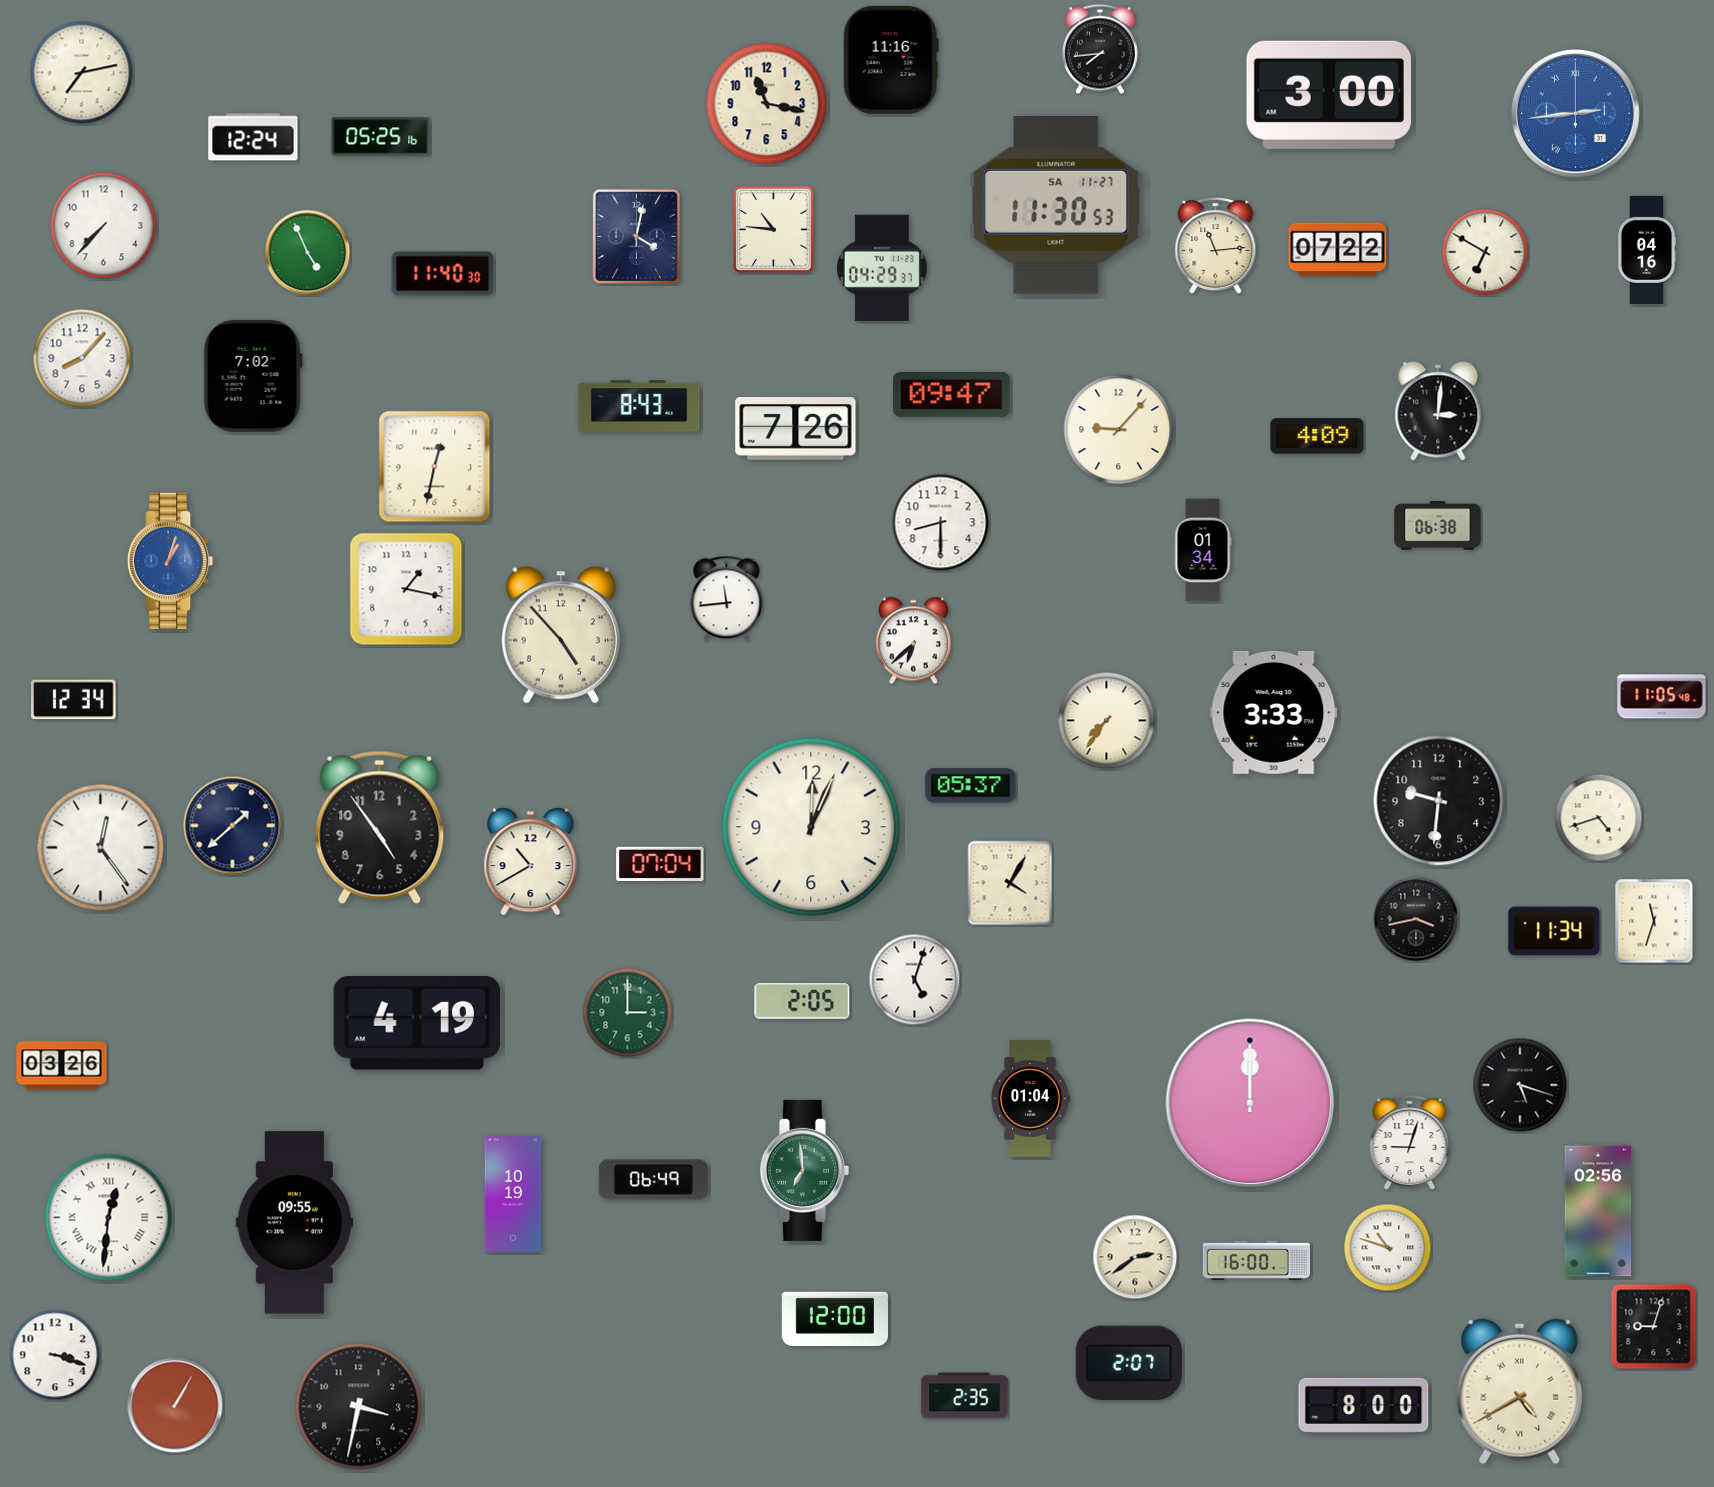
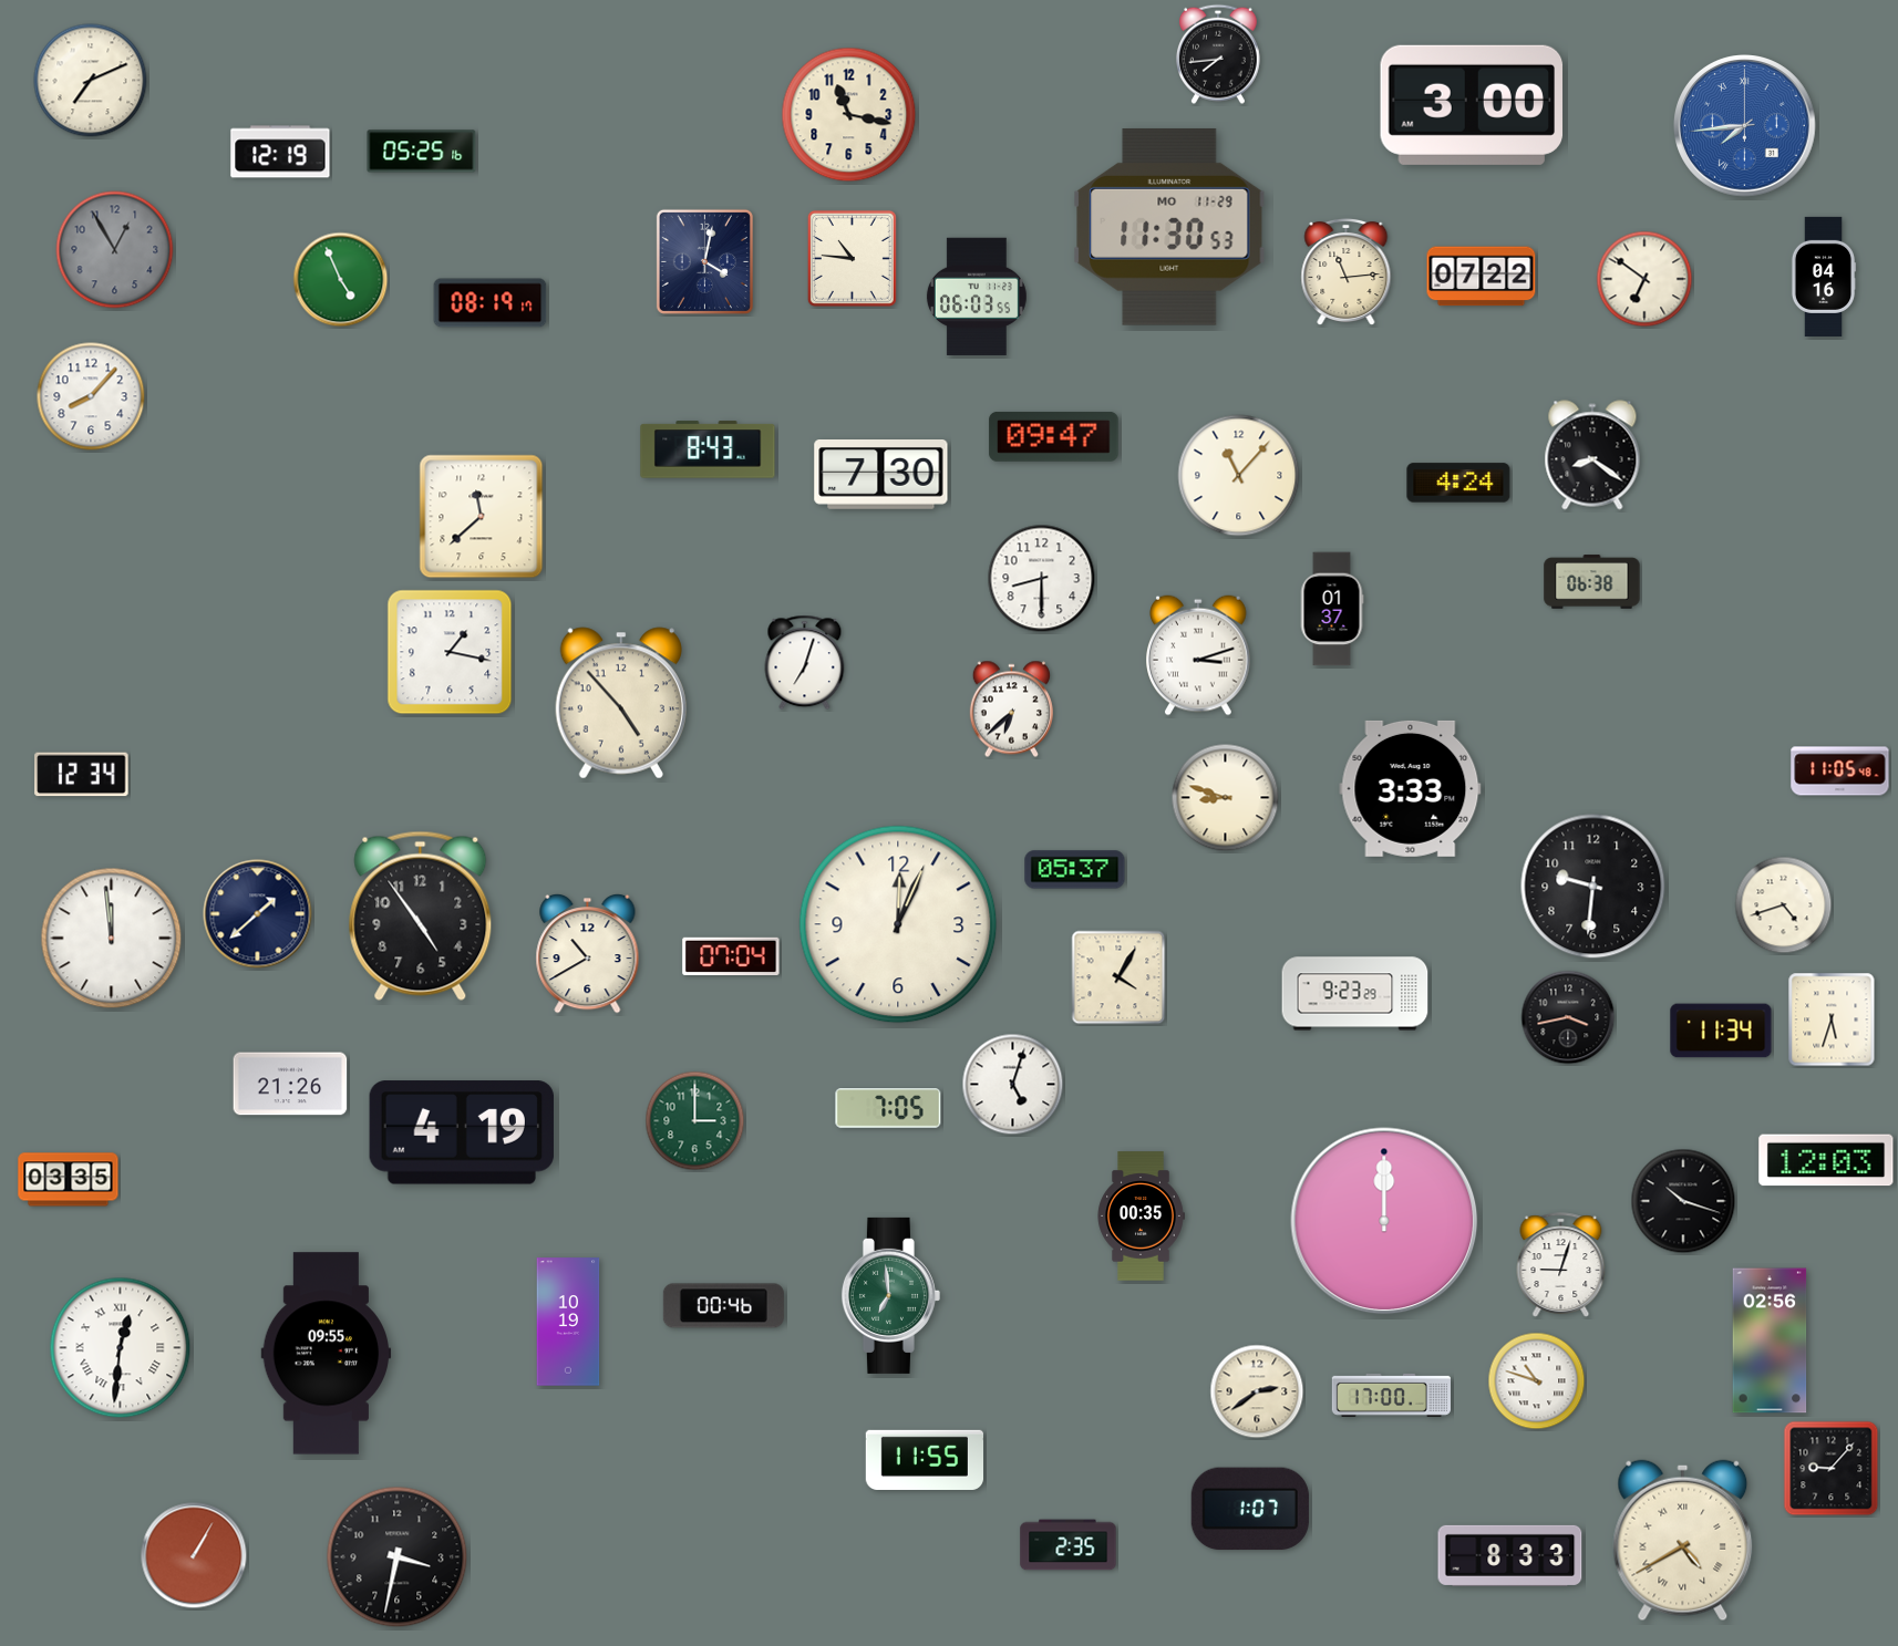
clock at (891, 60): 11:16 -> none
clock at (82, 73): 7:13 -> 7:11
clock at (1576, 114): 2:44 -> 7:44
clock at (253, 137): 12:24 -> 12:19
clock at (1056, 205) date: SA 11-27 -> MO 11-29
clock at (104, 226): 7:37 -> 12:55
clock at (104, 226) dial: white -> grey
clock at (773, 229) position: (773, 229) -> (852, 258)
clock at (1485, 252): 6:50 -> 6:51
clock at (882, 268): 04:29 -> 06:03
clock at (443, 274): 11:40 -> 08:19
clock at (253, 376): 7:02 -> none
clock at (1438, 411): 3:01 -> 8:21
clock at (796, 429): 7:26 -> 7:30
clock at (1119, 430): 9:07 -> 11:07
clock at (1317, 436): 4:09 -> 4:24
clock at (435, 467): 12:32 -> 11:38
clock at (1203, 550): 01:34 -> 01:37
clock at (170, 561): 1:03 -> none
clock at (1199, 655): none -> 3:12
clock at (727, 599): 11:44 -> 7:03
clock at (1107, 721): 7:36 -> 8:48
clock at (1599, 818) position: (1599, 818) -> (1784, 905)
clock at (811, 827) position: (811, 827) -> (898, 924)
clock at (101, 848): 12:24 -> 11:59
clock at (1355, 994): none -> 9:23
clock at (1654, 921): 11:33 -> 5:33
clock at (290, 1084): none -> 21:26
clock at (802, 1001): 2:05 -> 7:05
clock at (1826, 1160): none -> 12:03
clock at (62, 1066): 03:26 -> 03:35
clock at (1520, 1085): 5:18 -> 10:18
clock at (1030, 1099): 01:04 -> 00:35
clock at (653, 1180): 06:49 -> 00:46
clock at (1256, 1260): 16:00 -> 17:00
clock at (834, 1319): 12:00 -> 11:55
clock at (1654, 1327): 9:03 -> 9:07
clock at (55, 1355): 3:18 -> none
clock at (1129, 1363): 2:07 -> 1:07
clock at (1364, 1405): 8:00 -> 8:33
